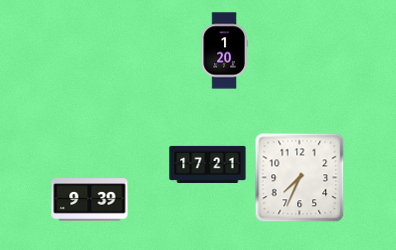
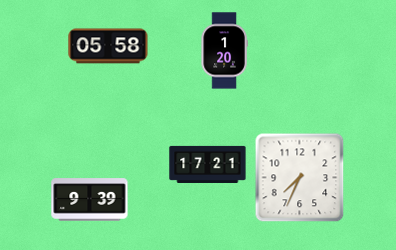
clock at (108, 46): none -> 05:58
